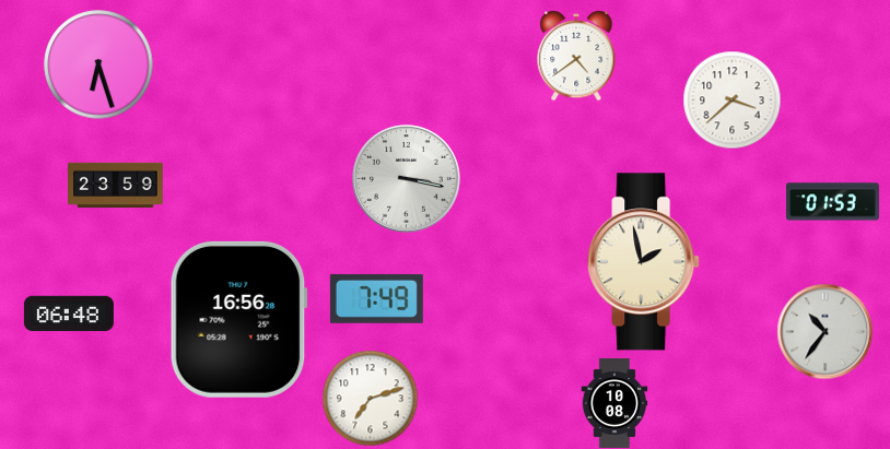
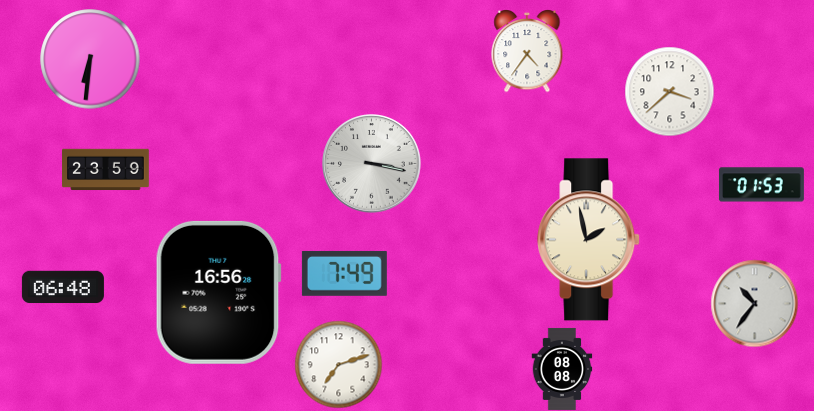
clock at (576, 56): 4:39 -> 4:36
clock at (98, 64): 6:27 -> 6:31
clock at (614, 403): 10:08 -> 08:08
